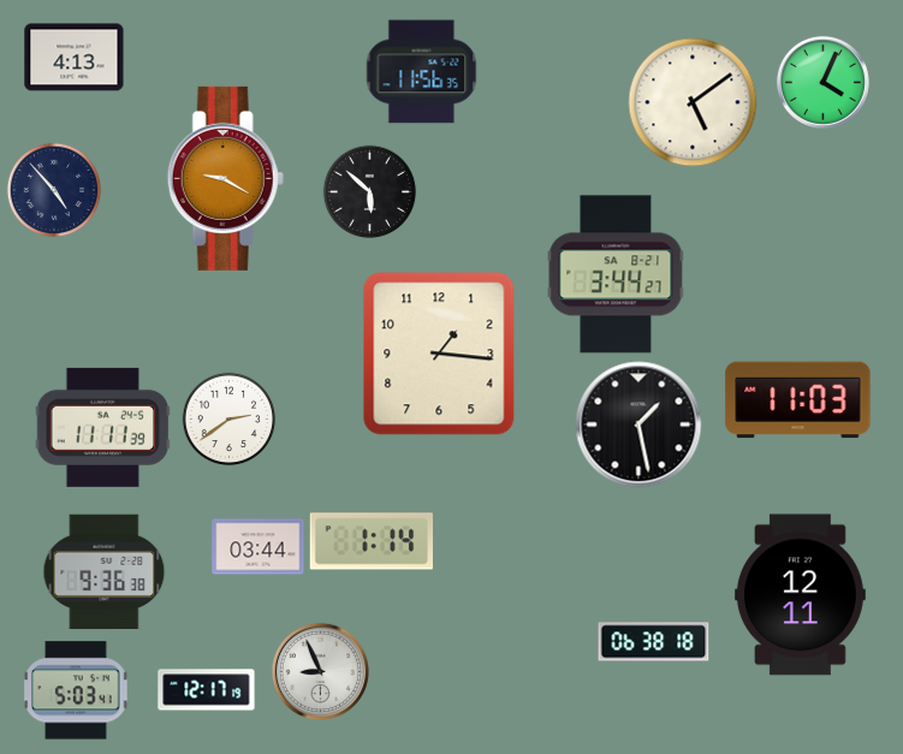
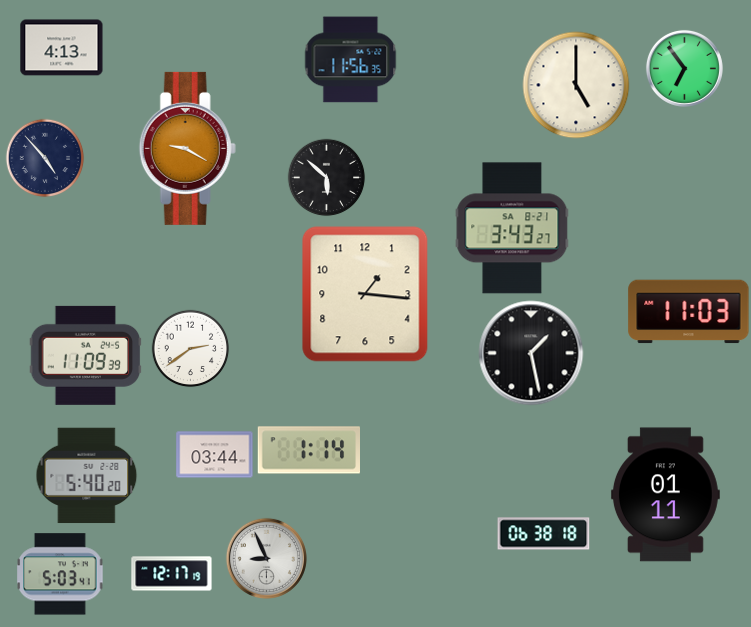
clock at (822, 82): 4:04 -> 6:54
clock at (693, 102): 5:09 -> 5:00
clock at (369, 191) position: (369, 191) -> (326, 177)
clock at (616, 274): 3:44 -> 3:43
clock at (798, 400) position: (798, 400) -> (689, 312)
clock at (103, 427): 11:11 -> 11:09
clock at (105, 572): 9:36 -> 5:40
clock at (800, 595): 12:11 -> 01:11
clock at (76, 690) position: (76, 690) -> (60, 574)
